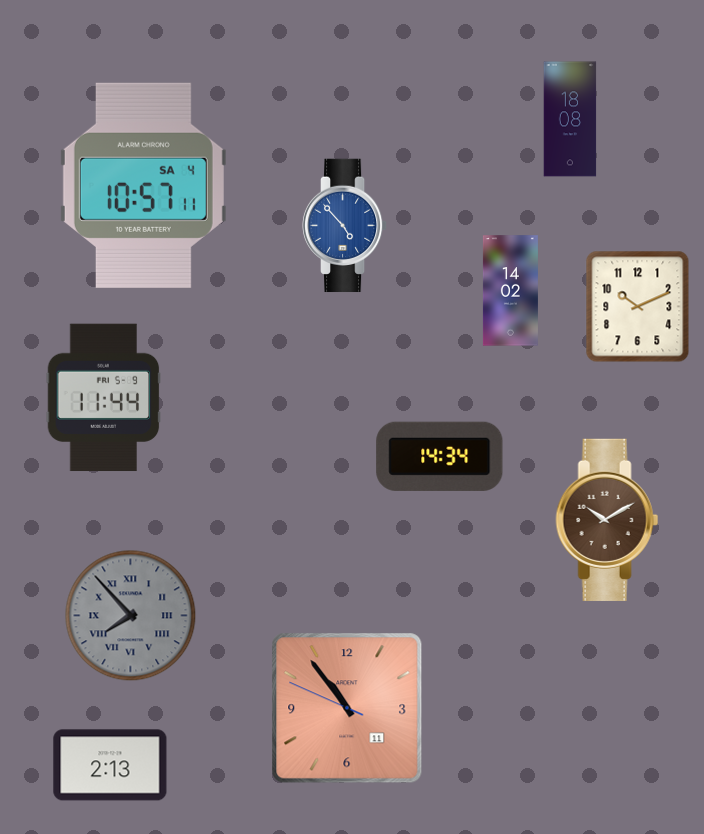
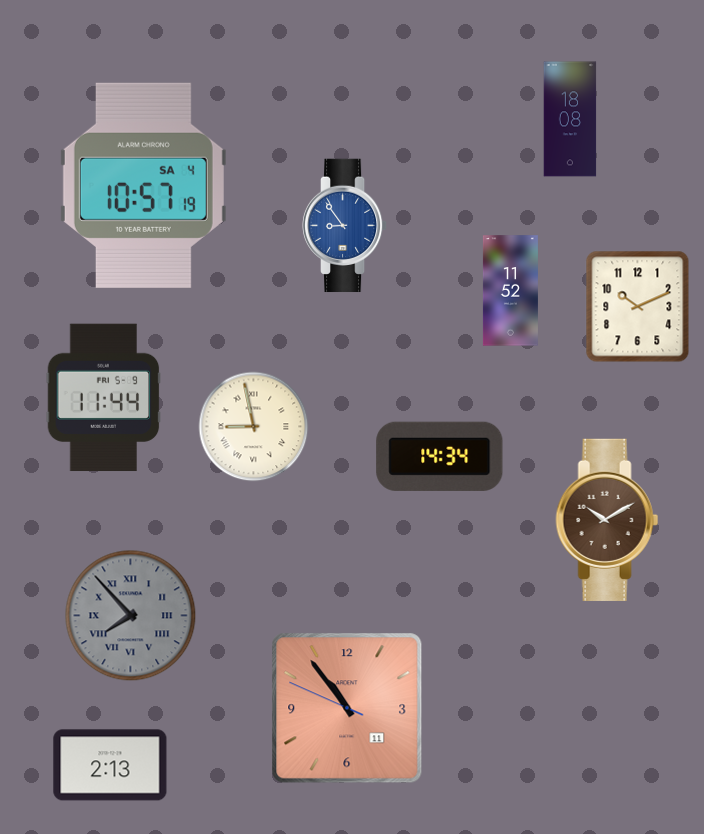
clock at (143, 185): 10:57:11 -> 10:57:19
clock at (345, 226): 4:53 -> 8:54
clock at (510, 291): 14:02 -> 11:52
clock at (254, 427): none -> 8:58
